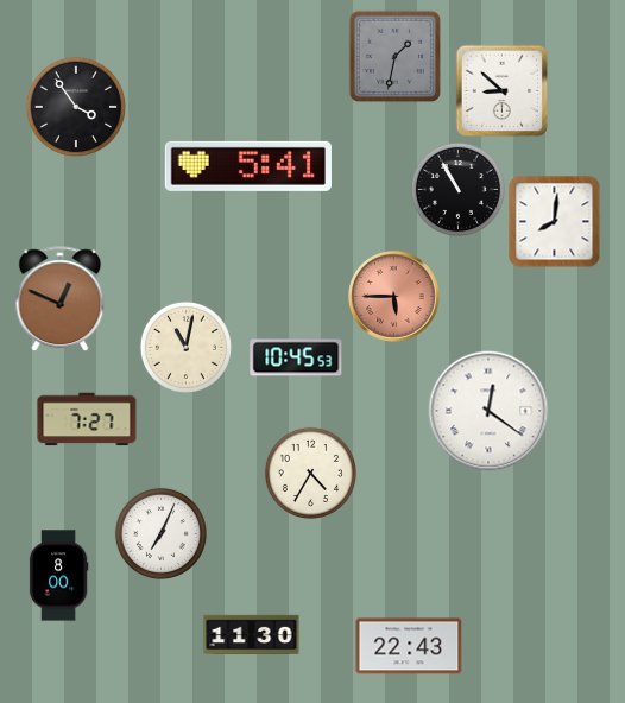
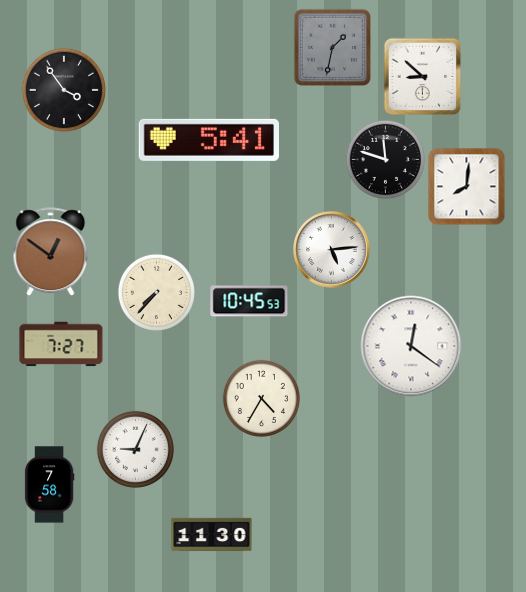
clock at (457, 189): 10:55 -> 11:48
clock at (394, 297): 5:45 -> 5:14
clock at (394, 297) dial: salmon -> white
clock at (61, 299): 12:49 -> 12:51
clock at (185, 347): 11:02 -> 7:37
clock at (87, 419) position: (87, 419) -> (61, 344)
clock at (160, 533): 7:04 -> 9:04
clock at (58, 576): 8:00 -> 7:58
clock at (409, 646): 22:43 -> none
